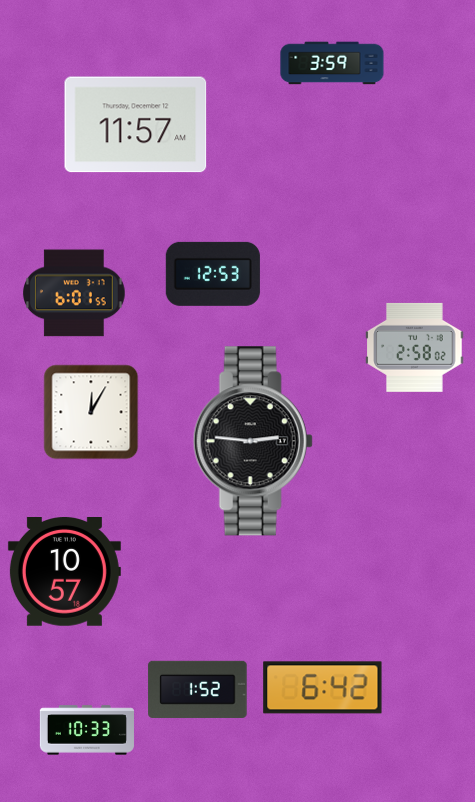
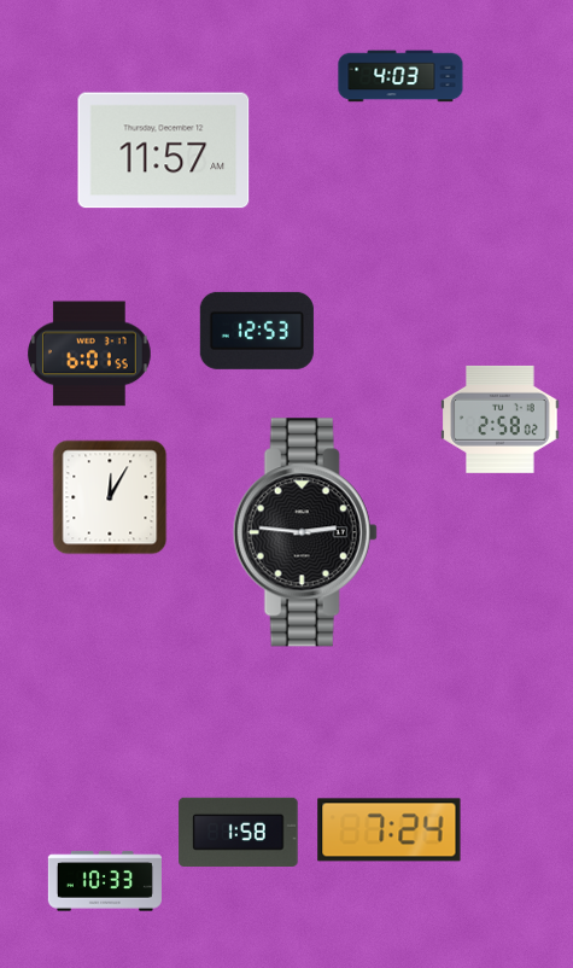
clock at (332, 63): 3:59 -> 4:03
clock at (64, 572): 10:57 -> none
clock at (323, 688): 6:42 -> 7:24
clock at (198, 689): 1:52 -> 1:58
